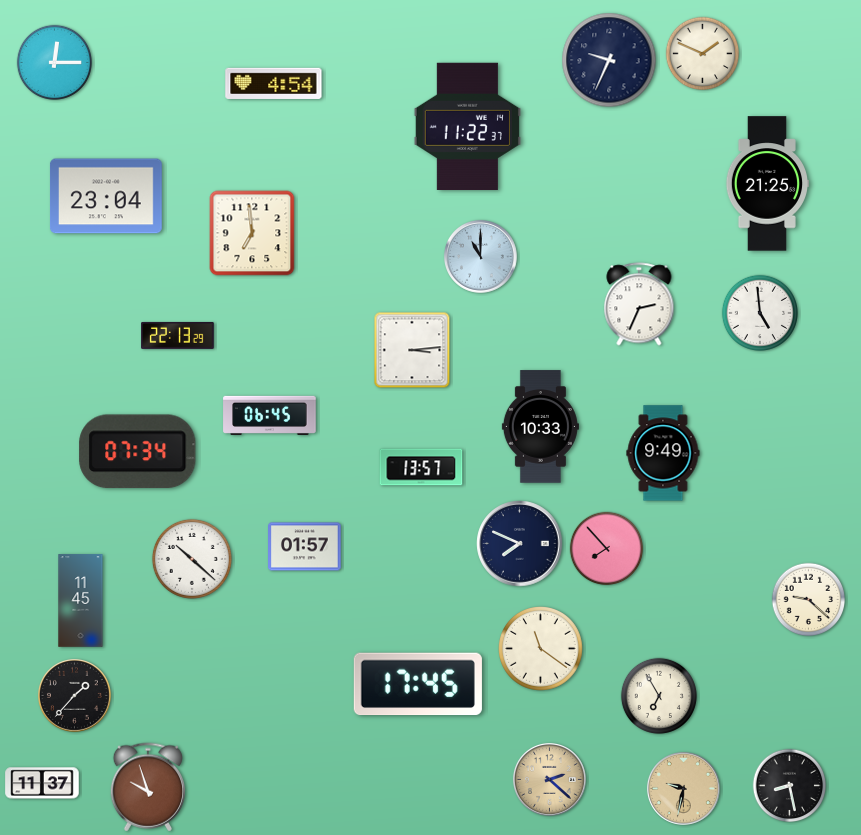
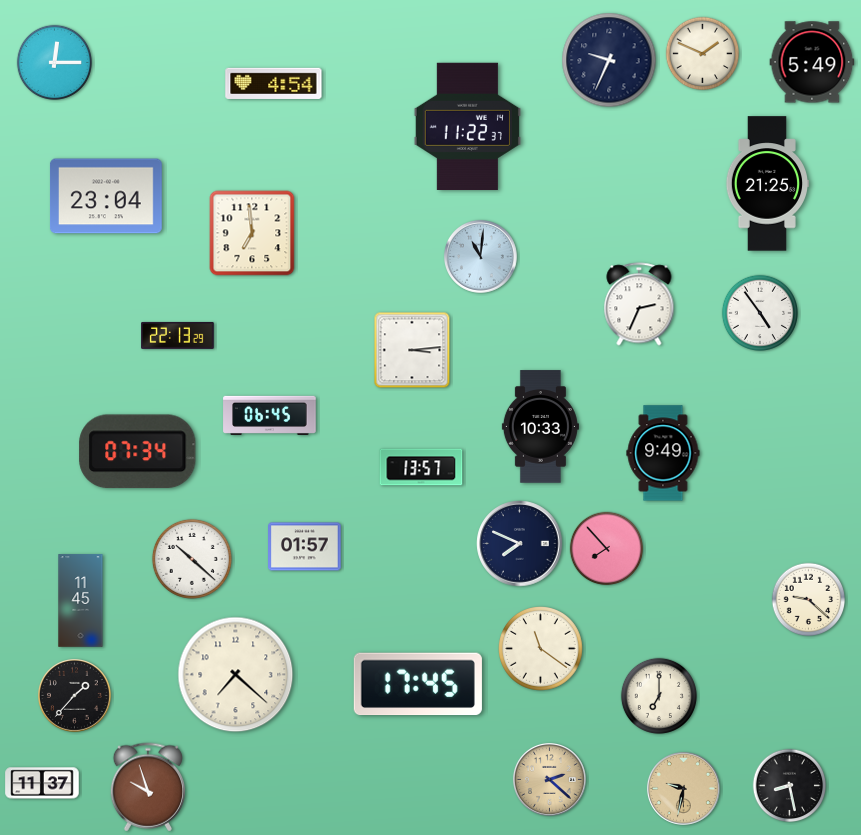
clock at (812, 62): none -> 5:49
clock at (480, 256): 11:00 -> 11:01
clock at (759, 312): 4:59 -> 4:54
clock at (236, 675): none -> 7:22
clock at (658, 695): 6:55 -> 7:00
